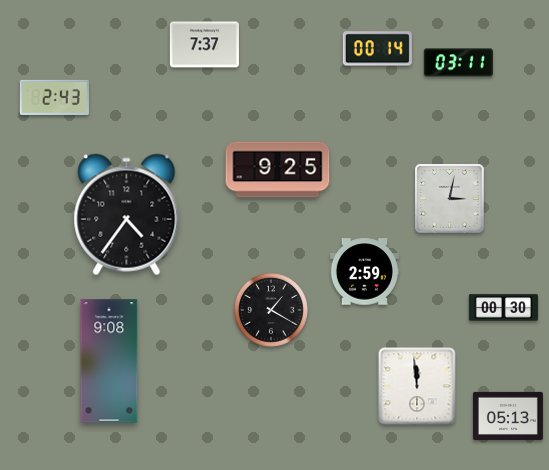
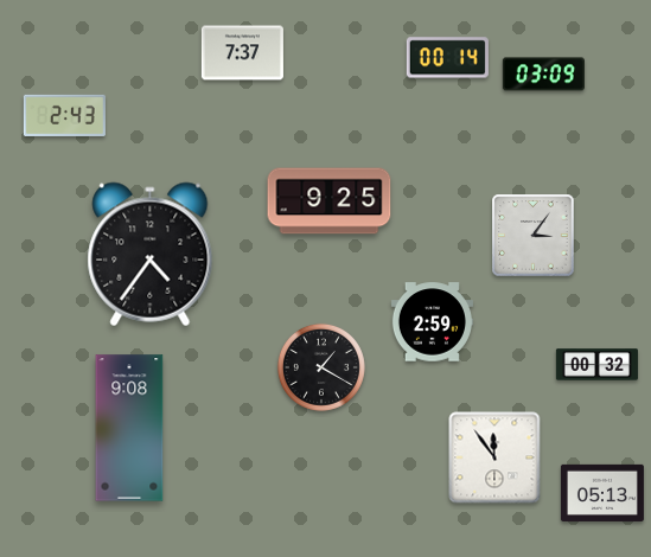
clock at (458, 63): 03:11 -> 03:09
clock at (450, 199): 3:02 -> 3:06
clock at (503, 308): 00:30 -> 00:32
clock at (417, 386): 11:59 -> 11:54
